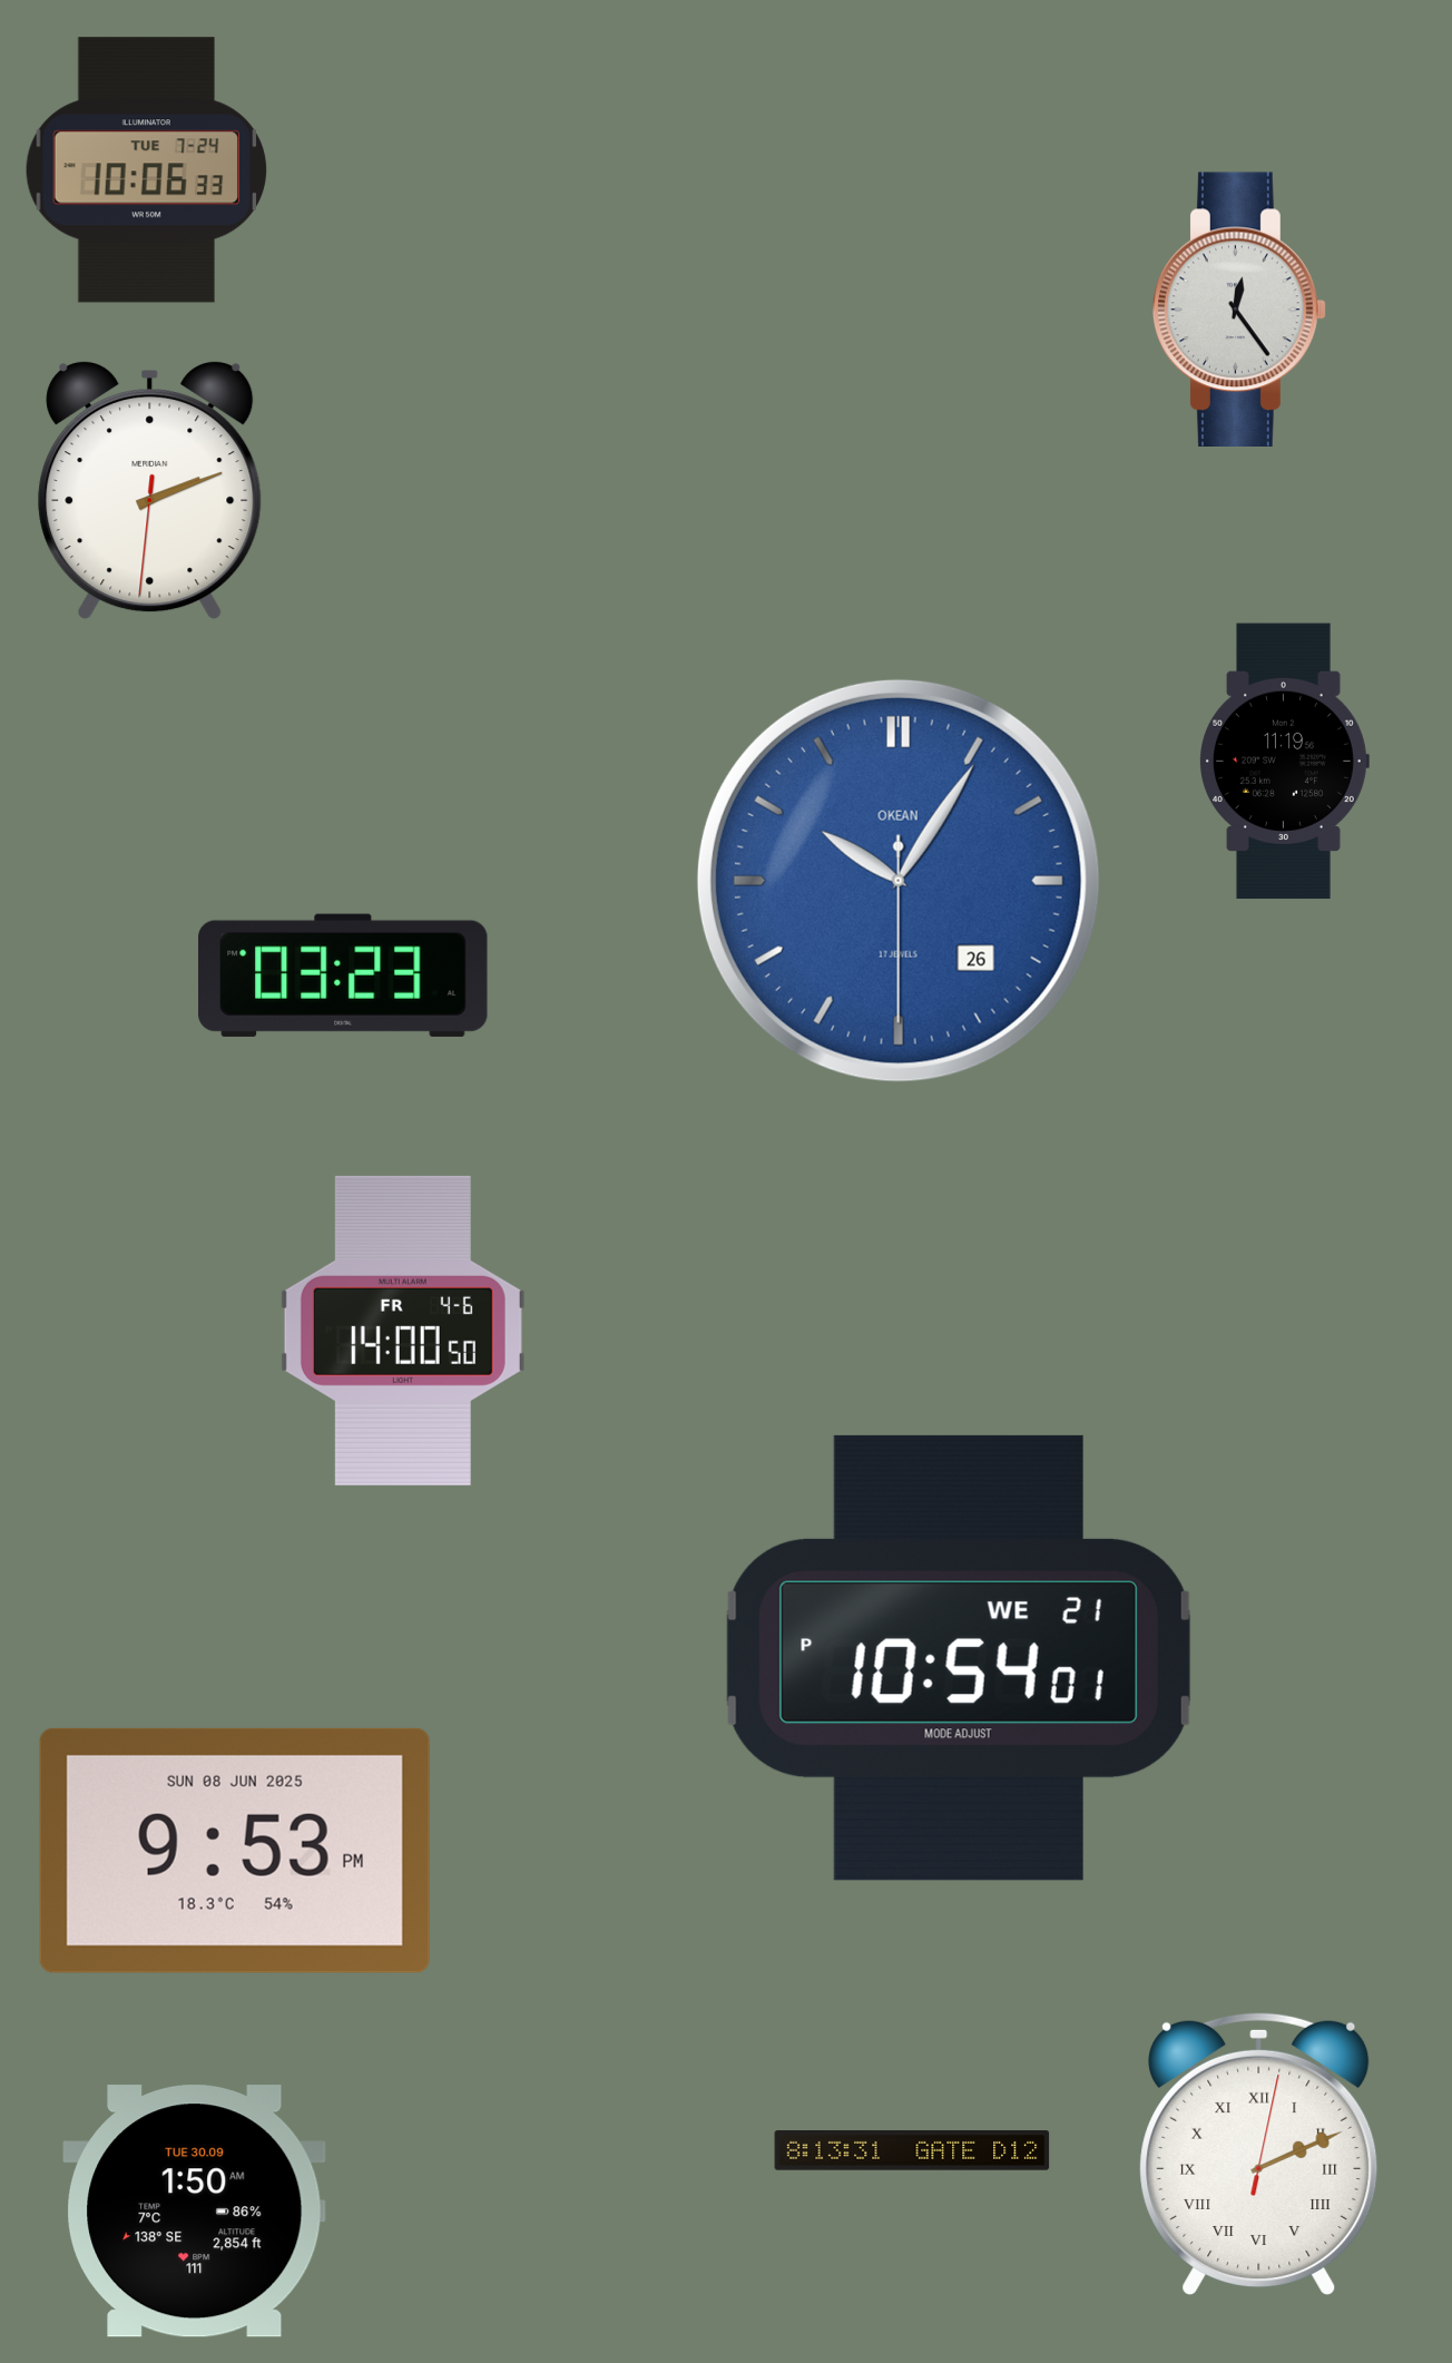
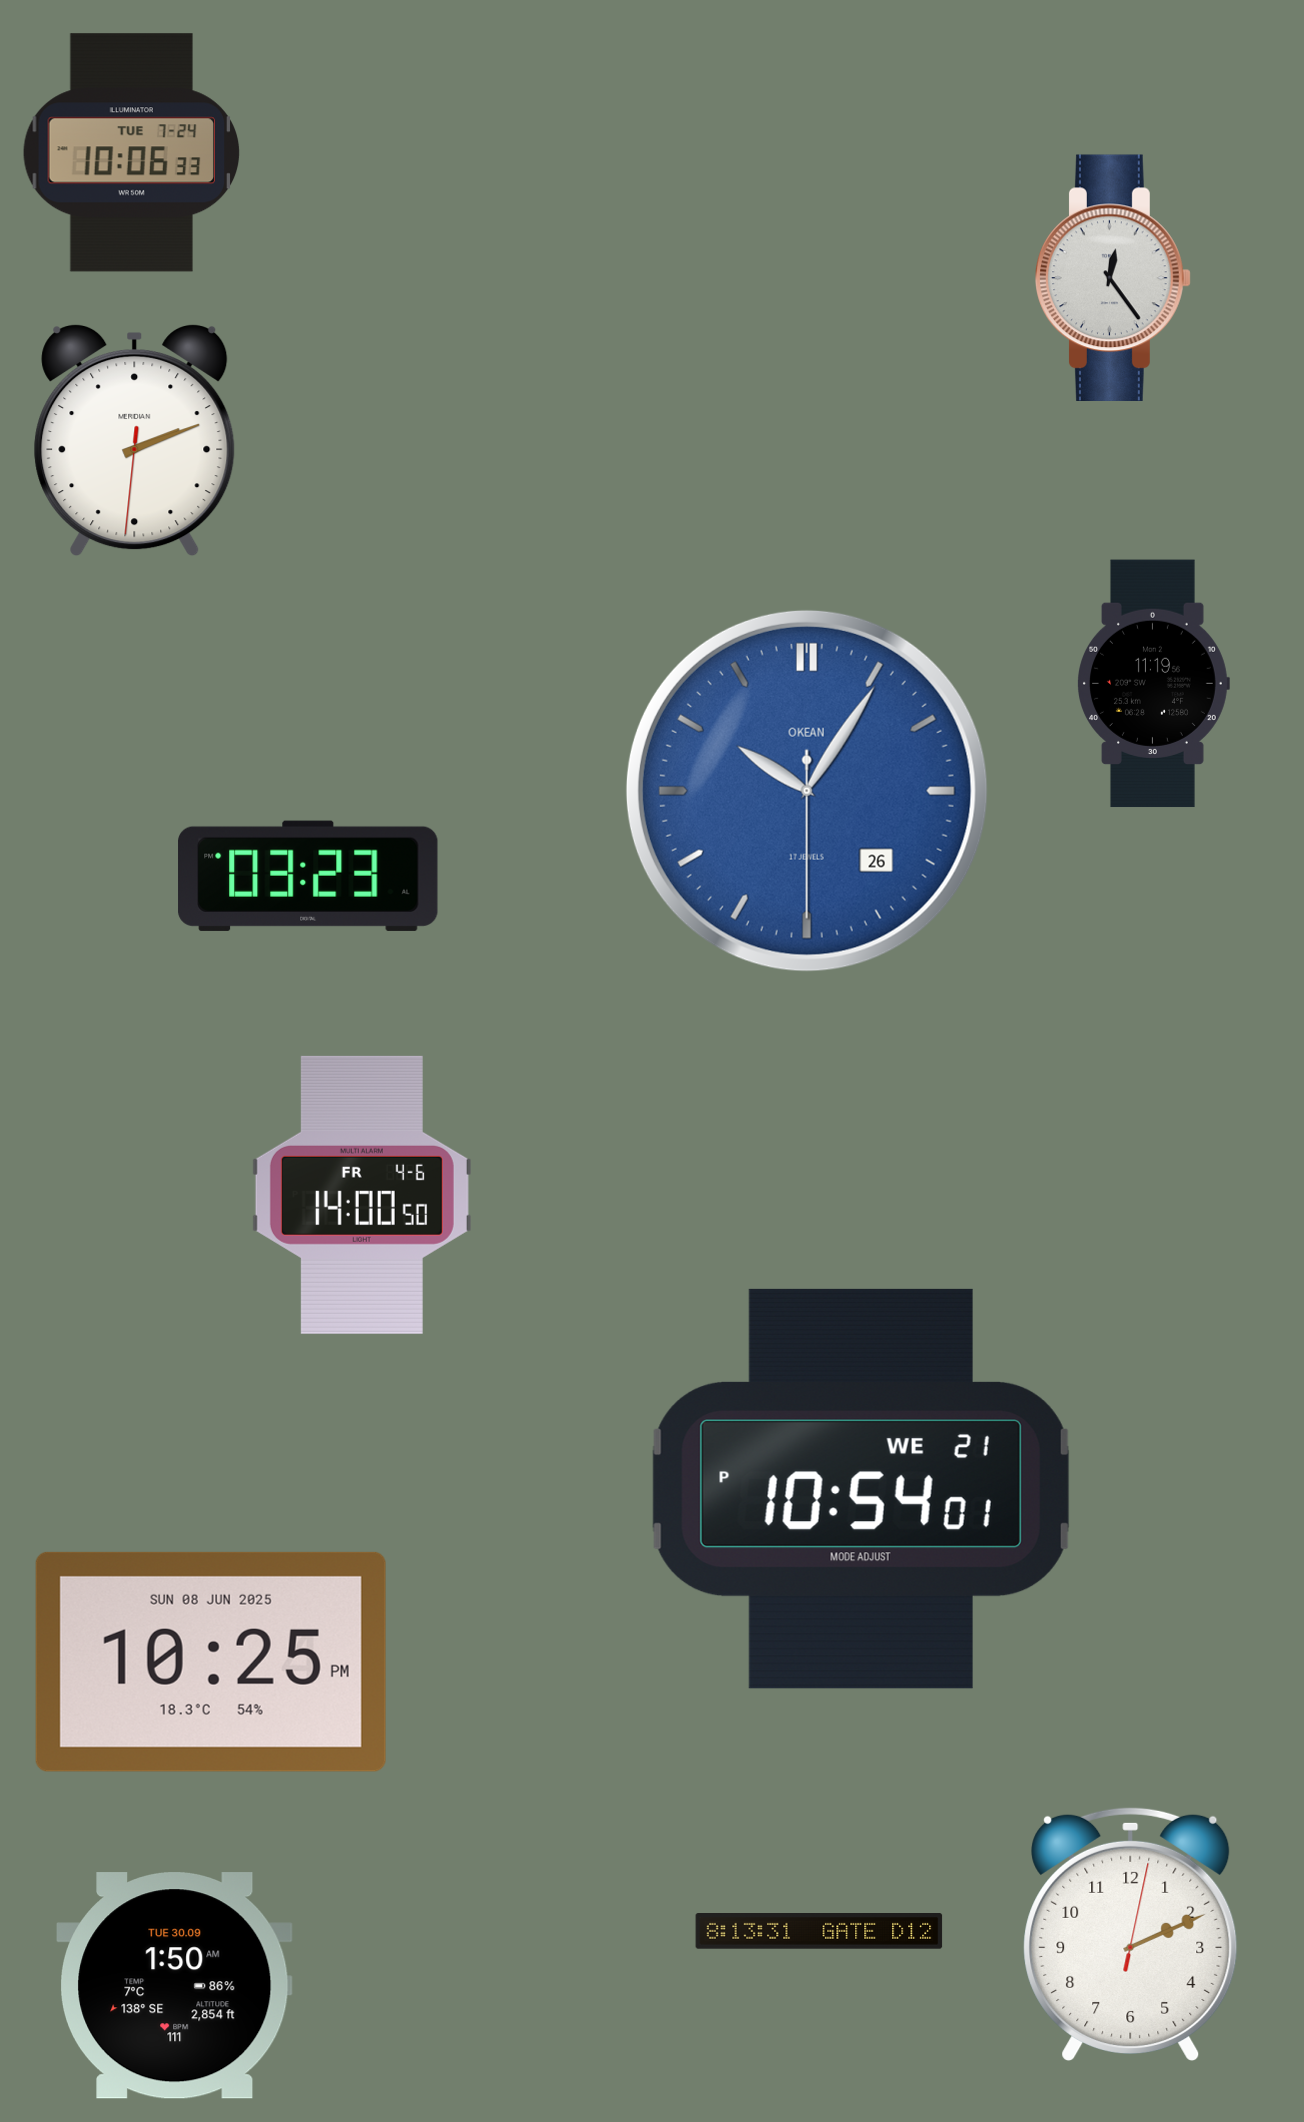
clock at (235, 1851): 9:53 -> 10:25
clock at (1259, 2154) numerals: Roman -> Arabic
